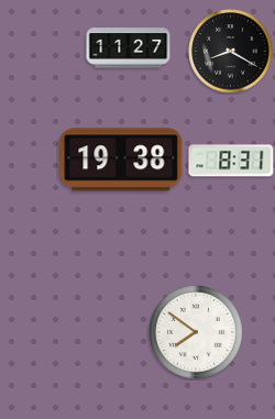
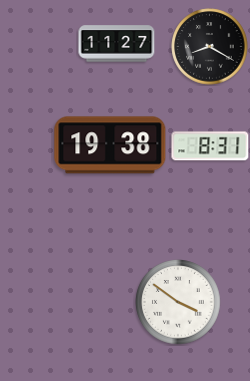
clock at (196, 332): 7:51 -> 3:51
